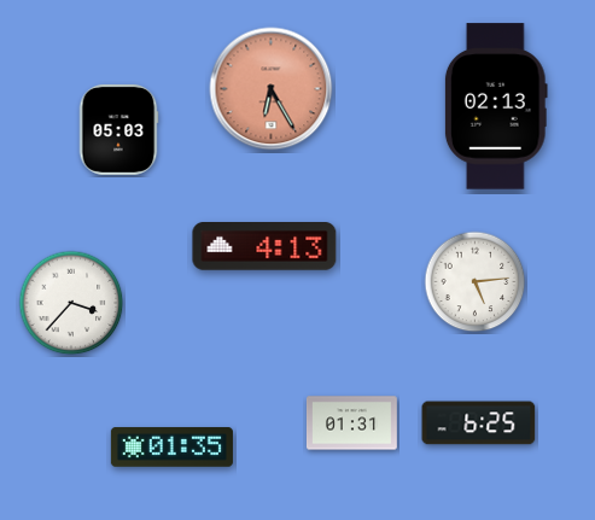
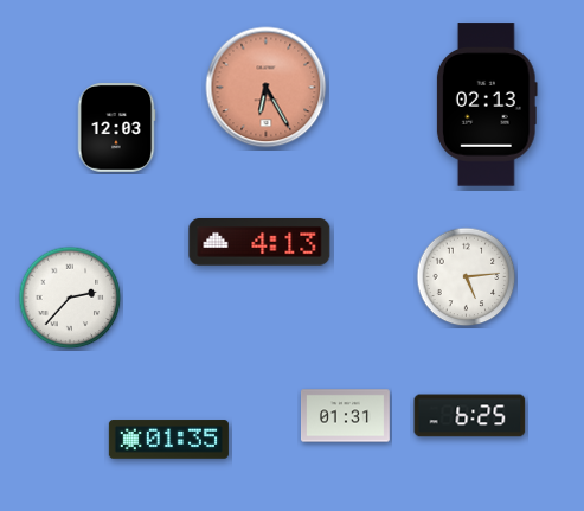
clock at (118, 129): 05:03 -> 12:03
clock at (71, 303): 3:37 -> 2:37
